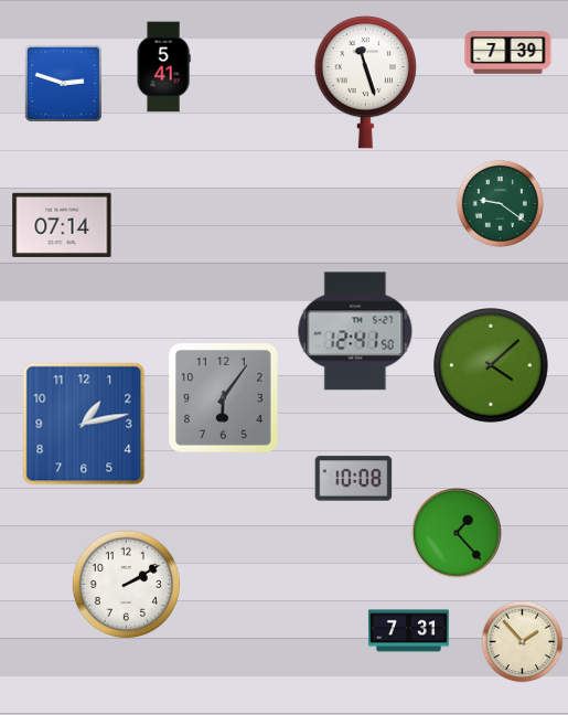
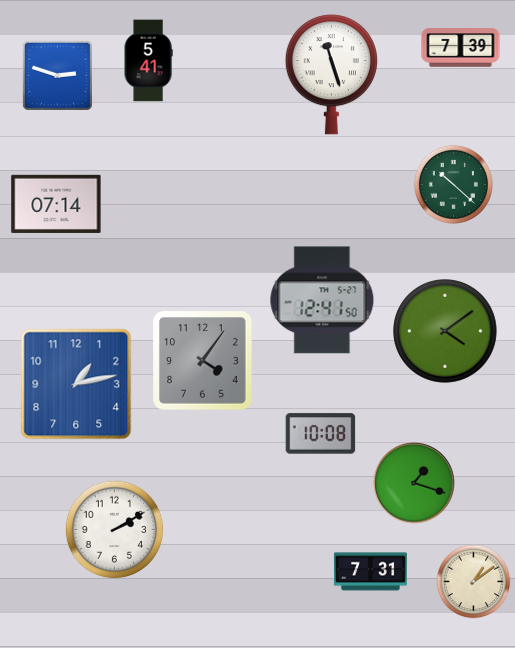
clock at (500, 203): 9:21 -> 10:22
clock at (491, 365): 4:08 -> 4:09
clock at (224, 398): 6:06 -> 4:06
clock at (457, 533): 1:23 -> 1:18
clock at (523, 642): 1:53 -> 1:09
